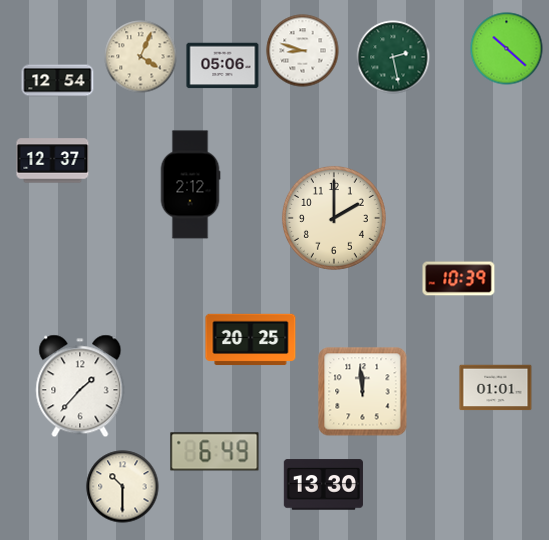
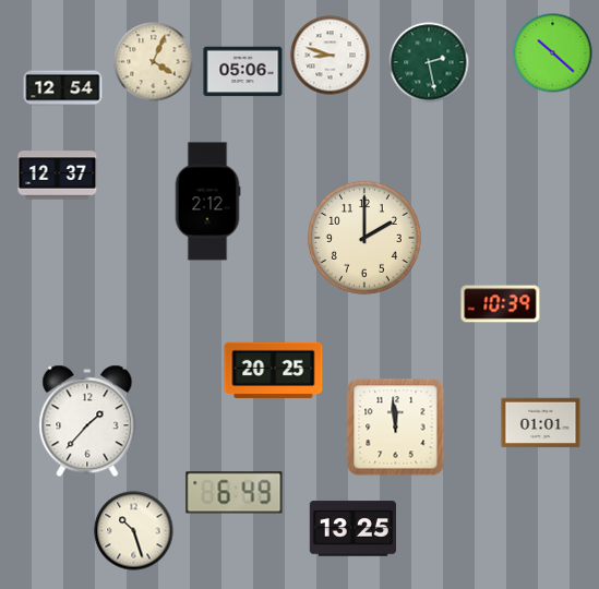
clock at (323, 485): 13:30 -> 13:25
clock at (123, 487): 10:30 -> 10:27
